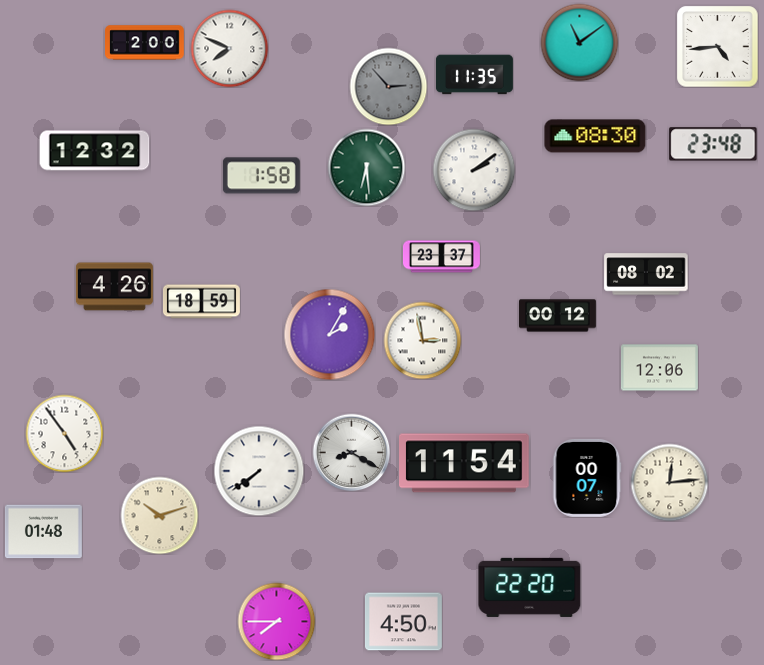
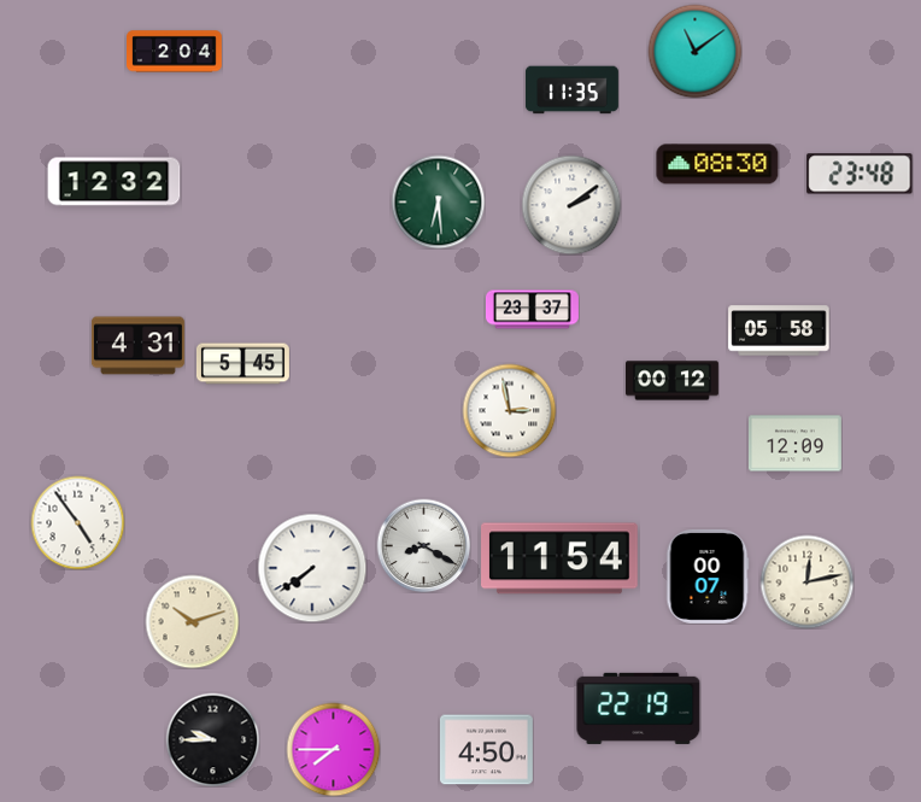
clock at (579, 42) position: (579, 42) -> (694, 51)
clock at (145, 43): 2:00 -> 2:04
clock at (717, 46): 4:44 -> none
clock at (229, 48): 7:49 -> none
clock at (388, 86): 2:53 -> none
clock at (366, 167) position: (366, 167) -> (438, 201)
clock at (261, 176): 1:58 -> none
clock at (646, 274): 08:02 -> 05:58
clock at (114, 287): 4:26 -> 4:31
clock at (201, 302): 18:59 -> 5:45
clock at (329, 334): 2:05 -> none
clock at (659, 368): 12:06 -> 12:09
clock at (669, 482): 12:14 -> 12:13
clock at (43, 532): 01:48 -> none
clock at (530, 587): 22:20 -> 22:19
clock at (212, 739): none -> 9:45
